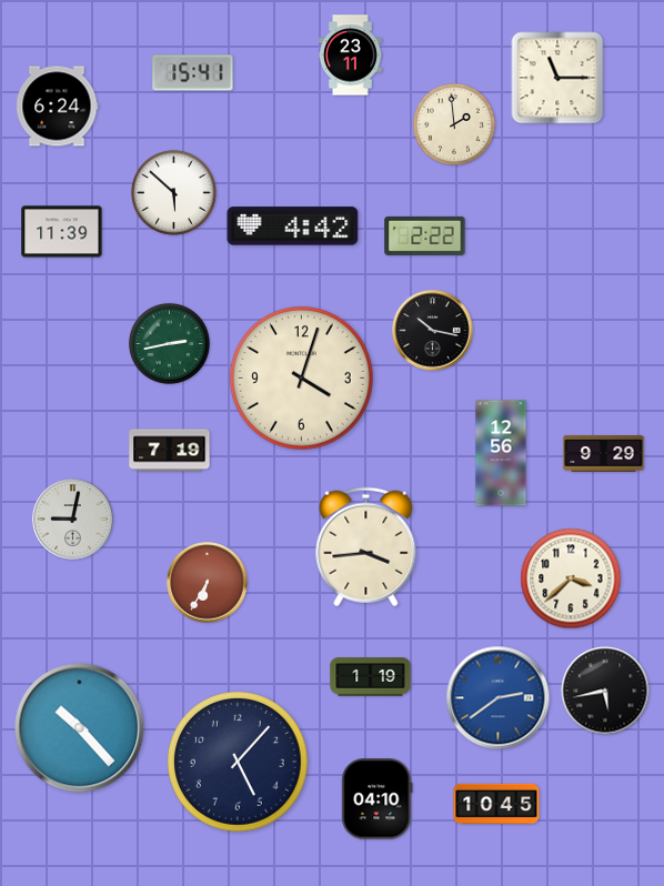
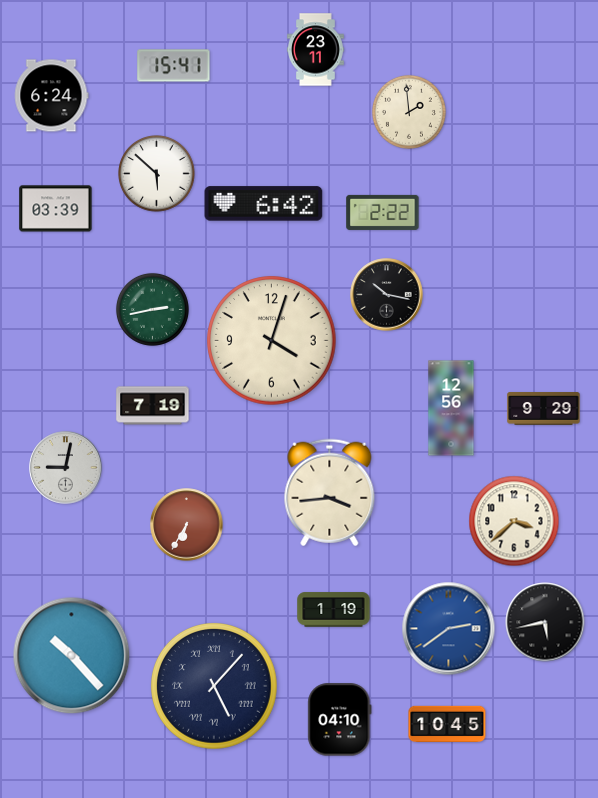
clock at (557, 78): 11:15 -> none
clock at (293, 226): 4:42 -> 6:42
clock at (62, 232): 11:39 -> 03:39
clock at (433, 331) position: (433, 331) -> (387, 295)
clock at (239, 763) numerals: Arabic -> Roman
